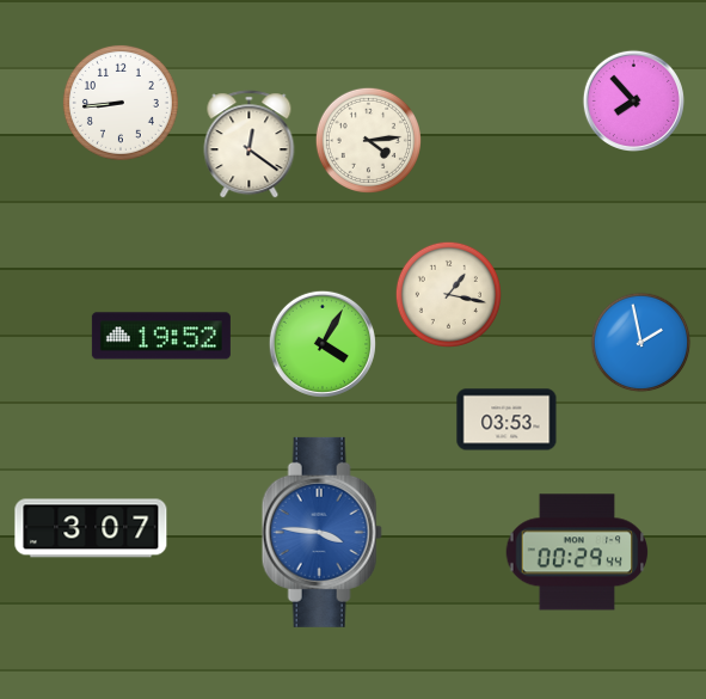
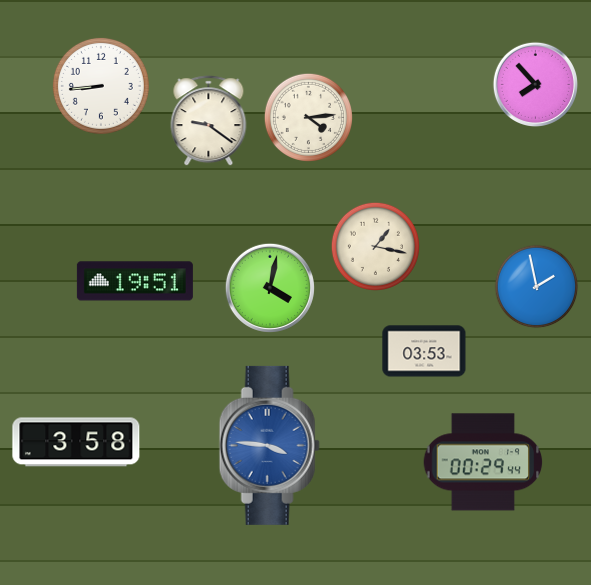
clock at (633, 100) position: (633, 100) -> (535, 84)
clock at (250, 145): 12:21 -> 9:21
clock at (161, 336): 19:52 -> 19:51
clock at (323, 344): 4:05 -> 4:02
clock at (91, 528): 3:07 -> 3:58
